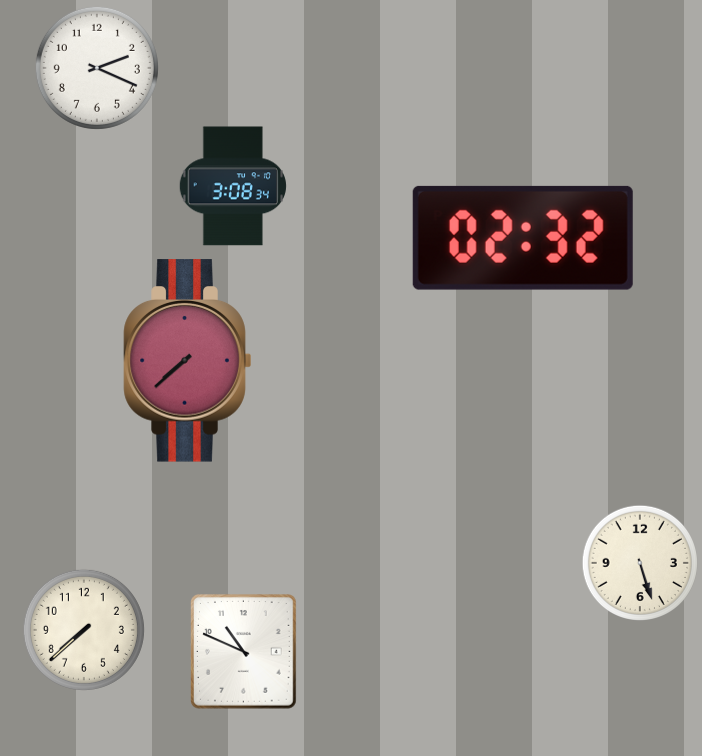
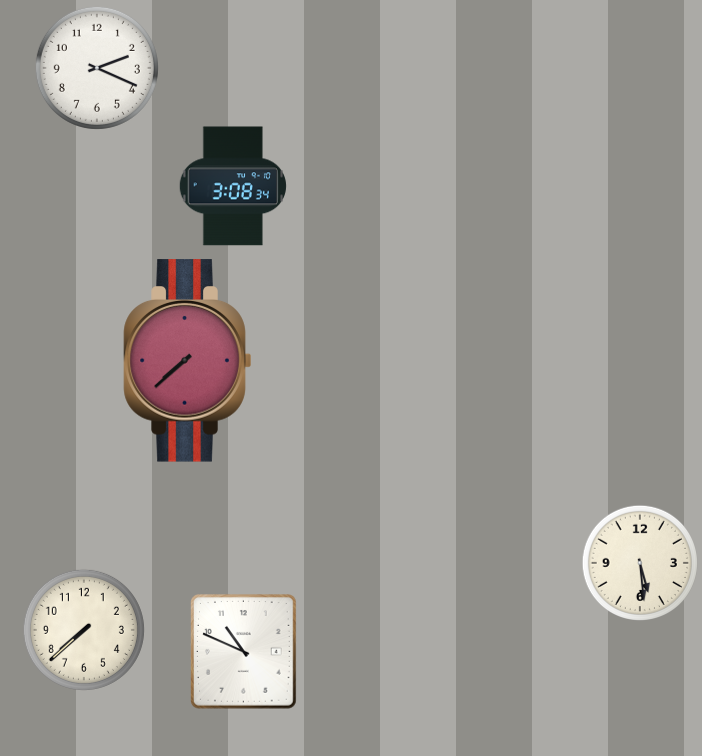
clock at (523, 238): 02:32 -> none
clock at (639, 562): 5:27 -> 5:29
